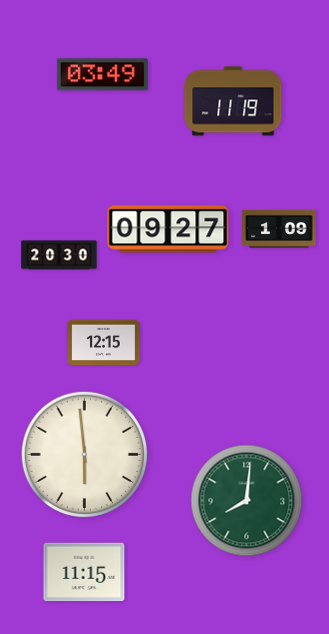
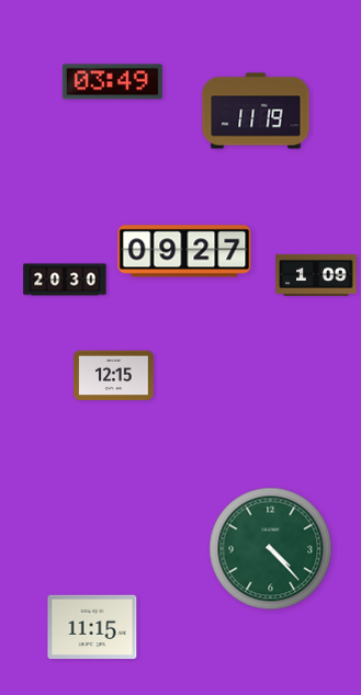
clock at (279, 229) position: (279, 229) -> (316, 275)
clock at (84, 454): 5:59 -> none
clock at (247, 501): 8:01 -> 4:23
